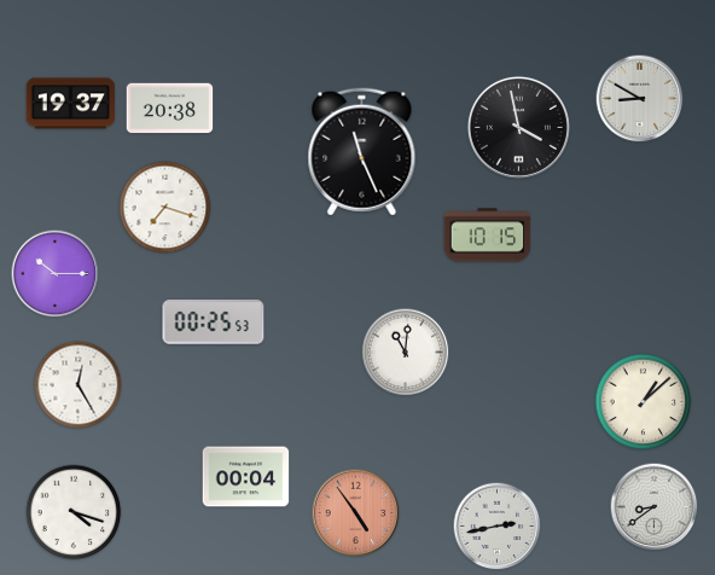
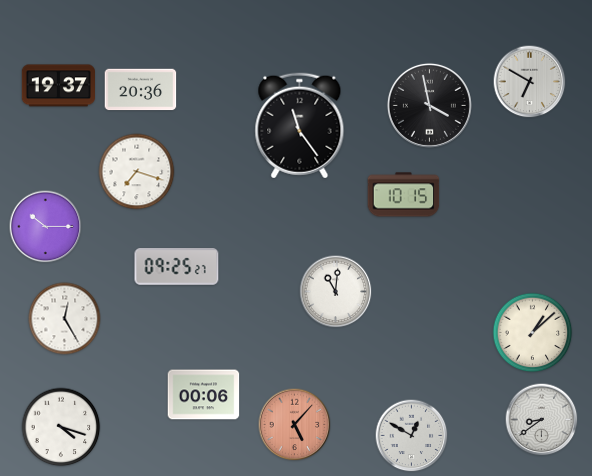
clock at (640, 99): 8:50 -> 6:50
clock at (170, 109): 20:38 -> 20:36
clock at (362, 152): 11:26 -> 11:24
clock at (214, 323): 00:25 -> 09:25
clock at (246, 477): 00:04 -> 00:06
clock at (74, 512) position: (74, 512) -> (61, 427)
clock at (356, 513): 4:54 -> 5:07
clock at (498, 527): 2:43 -> 12:50
